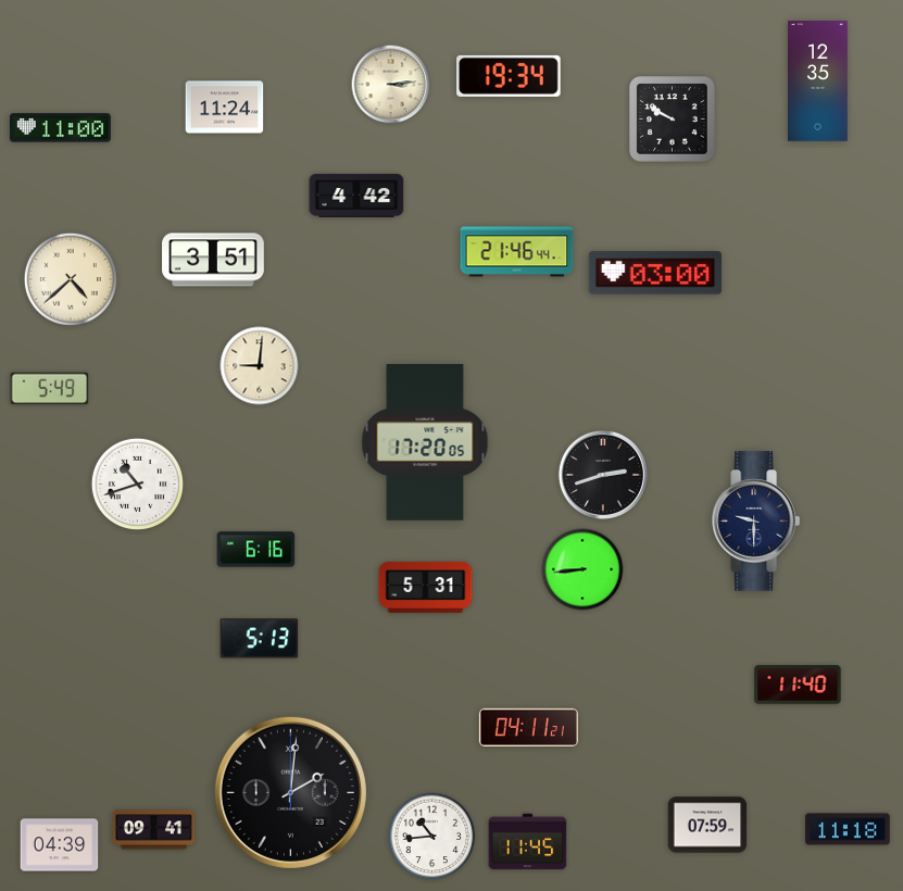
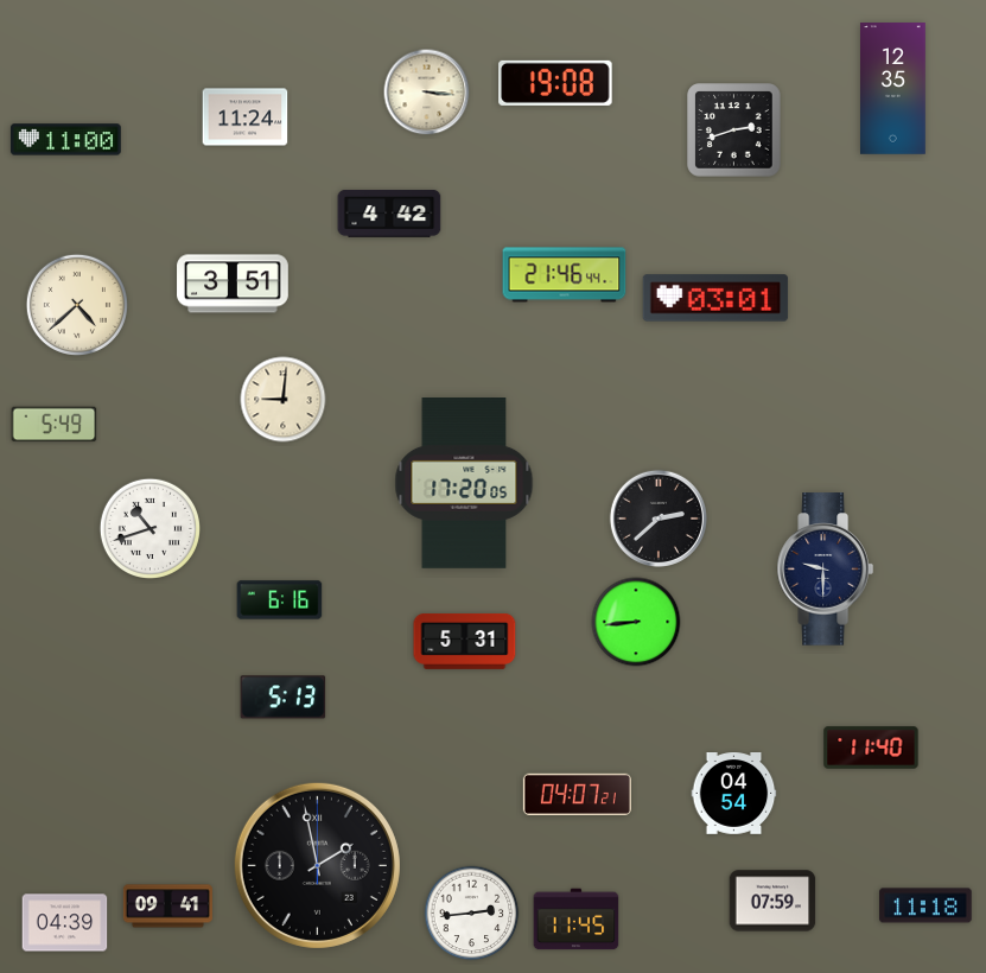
clock at (509, 76): 19:34 -> 19:08
clock at (391, 85): 3:14 -> 3:16
clock at (673, 120): 9:50 -> 2:42
clock at (655, 273): 03:00 -> 03:01
clock at (602, 474): 2:42 -> 2:38
clock at (528, 727): 04:11 -> 04:07
clock at (734, 794): none -> 04:54
clock at (290, 792): 2:01 -> 1:58
clock at (432, 837): 10:44 -> 2:44
